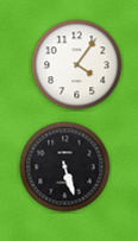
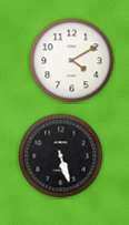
clock at (77, 65): 4:06 -> 4:10
